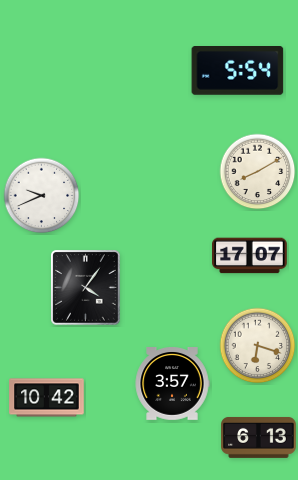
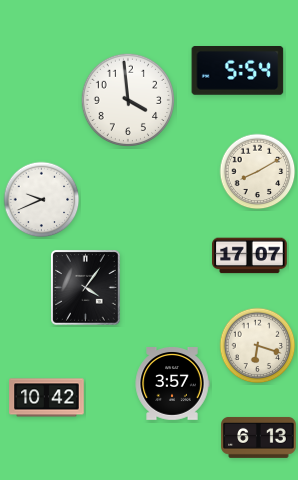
clock at (127, 99): none -> 3:59
clock at (42, 196) position: (42, 196) -> (42, 200)
